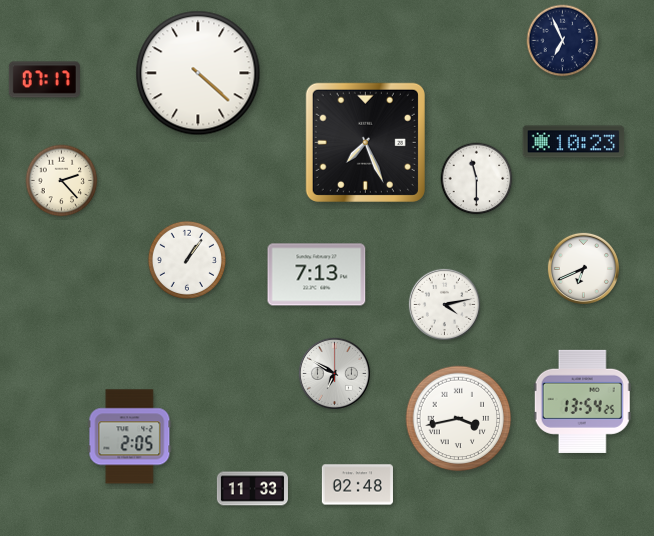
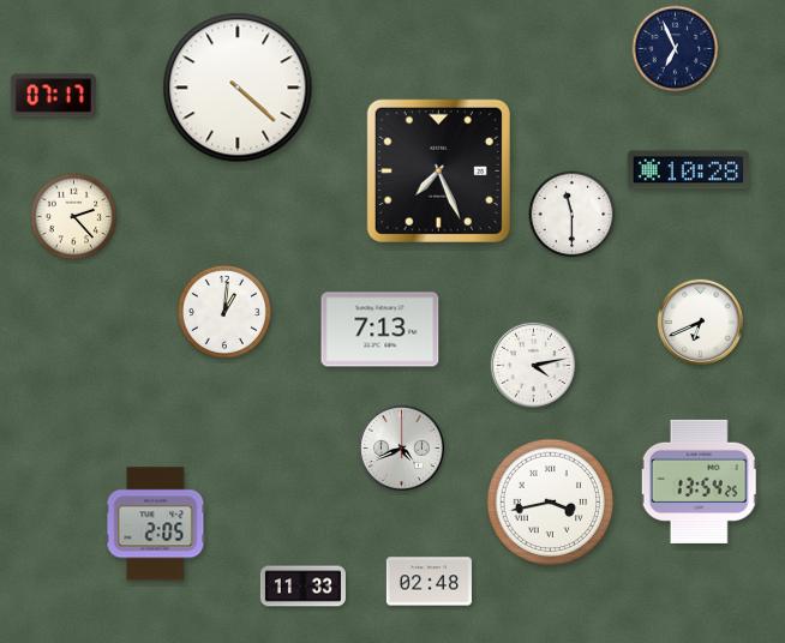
clock at (574, 142): 10:23 -> 10:28
clock at (187, 260): 1:06 -> 1:01
clock at (334, 373): 6:50 -> 4:41
